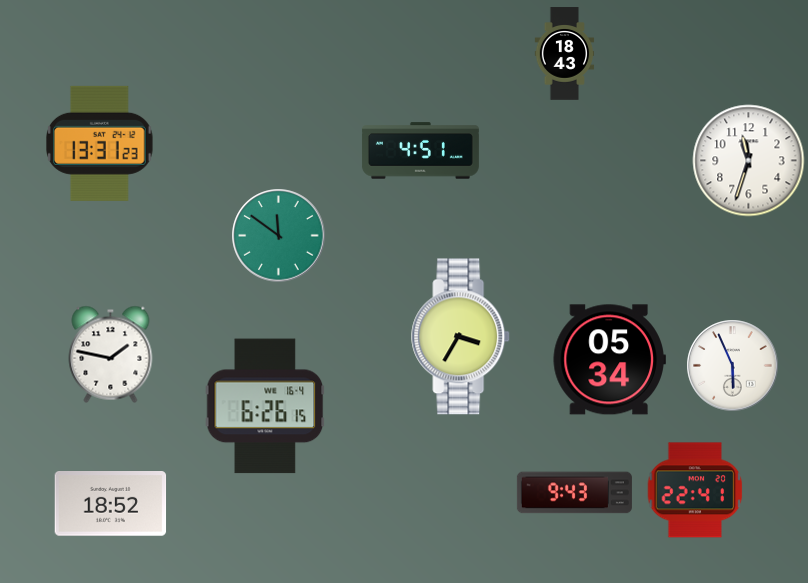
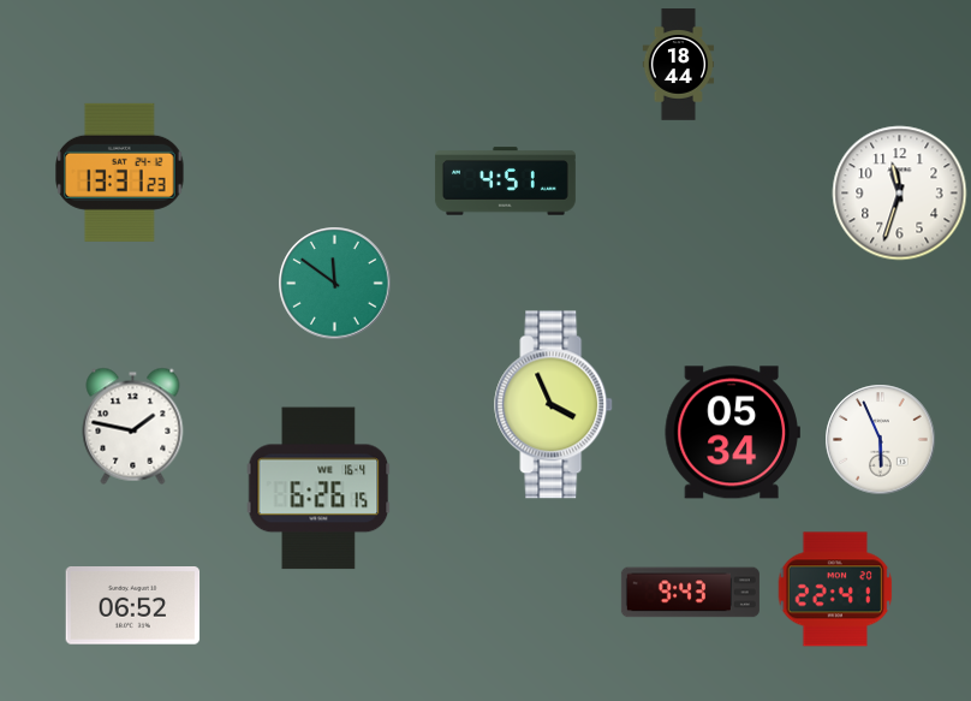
clock at (565, 54): 18:43 -> 18:44
clock at (461, 337): 3:35 -> 3:56
clock at (111, 504): 18:52 -> 06:52
